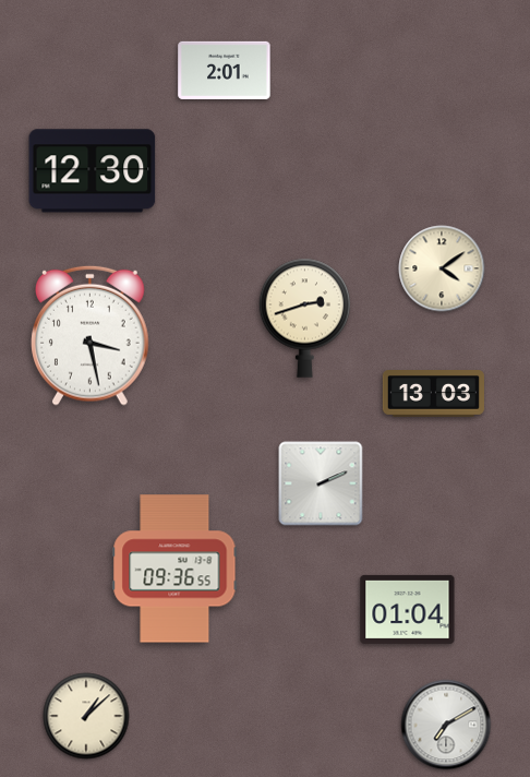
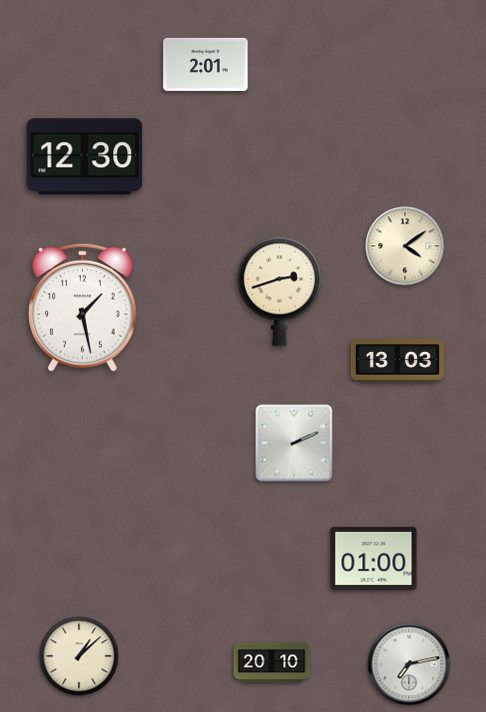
clock at (91, 335): 3:28 -> 1:28
clock at (174, 569): 09:36 -> none
clock at (408, 609): 01:04 -> 01:00
clock at (272, 663): none -> 20:10
clock at (446, 725): 7:10 -> 7:13
